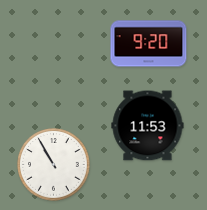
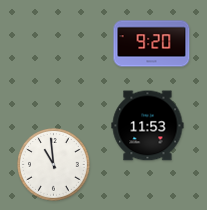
clock at (149, 44) position: (149, 44) -> (152, 44)
clock at (54, 165): 10:55 -> 10:59
